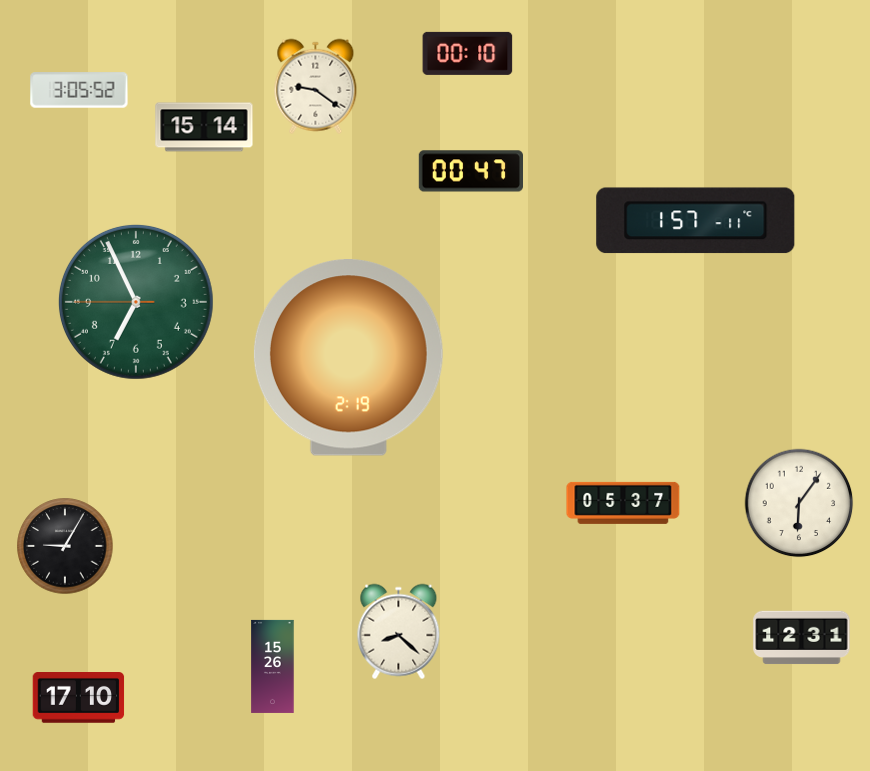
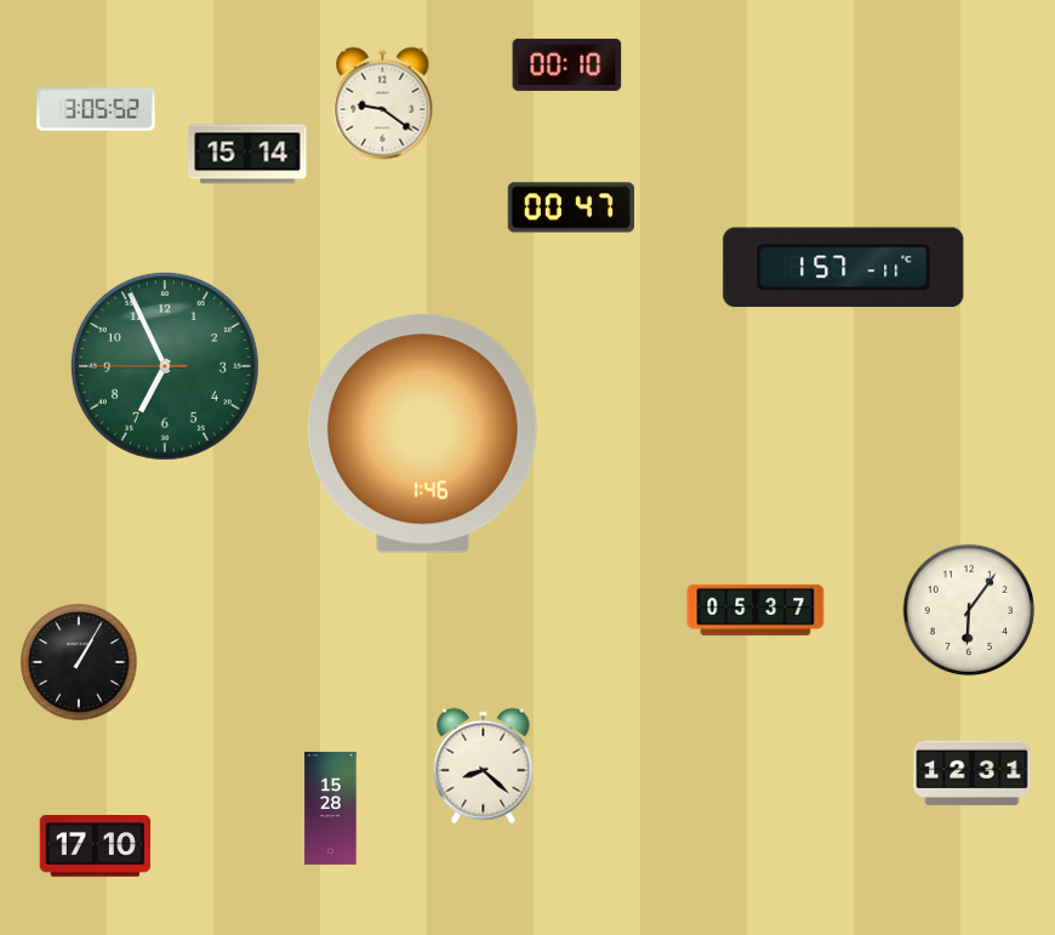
clock at (348, 358): 2:19 -> 1:46
clock at (65, 546): 9:05 -> 1:05
clock at (273, 666): 15:26 -> 15:28
